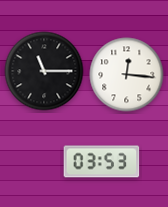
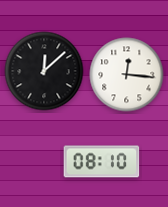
clock at (44, 71): 11:15 -> 12:08
clock at (102, 162): 03:53 -> 08:10
